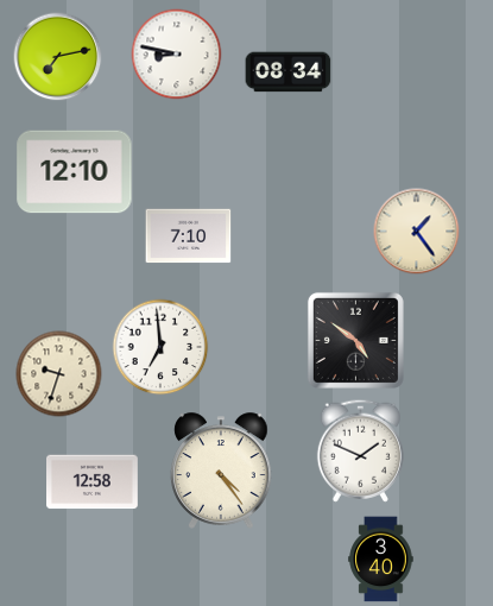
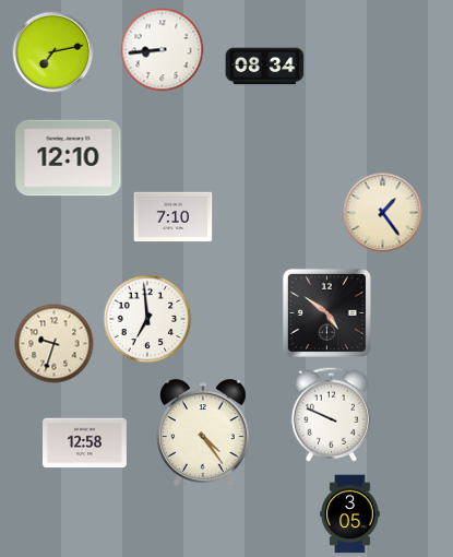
clock at (177, 55): 8:47 -> 8:44
clock at (360, 450): 1:49 -> 9:49
clock at (381, 560): 3:40 -> 3:05
